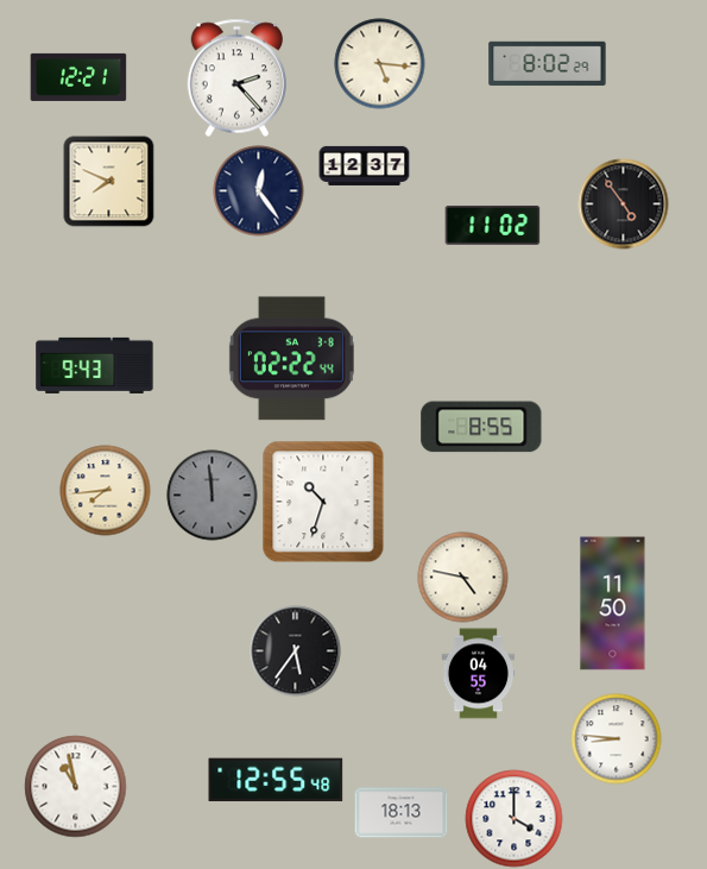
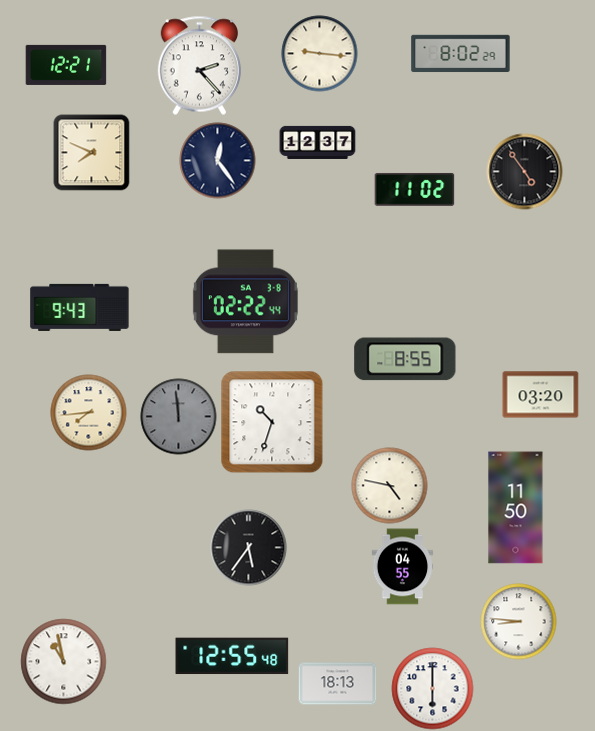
clock at (380, 64): 5:16 -> 9:16
clock at (365, 165) position: (365, 165) -> (318, 142)
clock at (541, 395): none -> 03:20
clock at (515, 819): 4:00 -> 6:00
